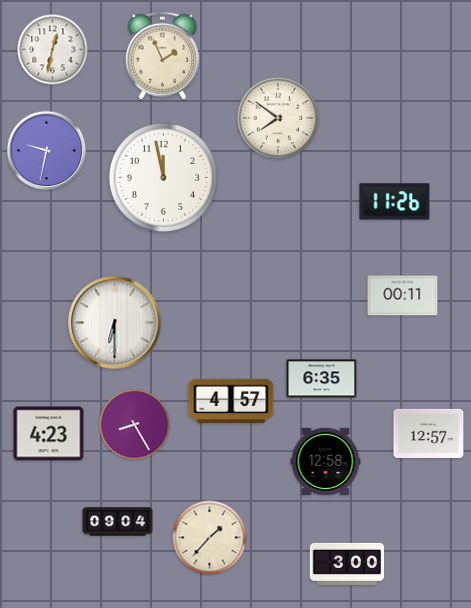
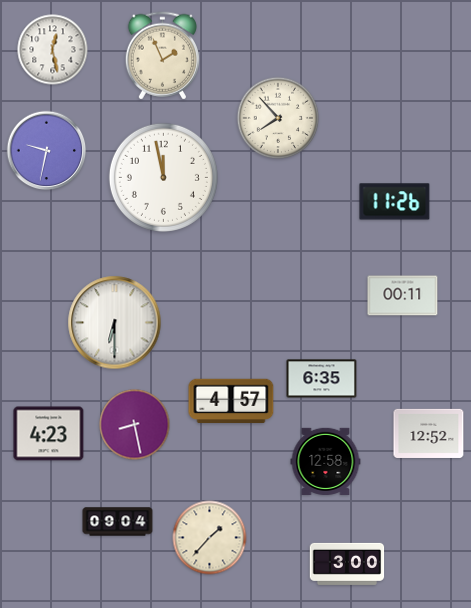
clock at (53, 50): 12:32 -> 12:28
clock at (278, 118): 7:51 -> 7:53
clock at (135, 425): 8:25 -> 8:28
clock at (429, 433): 12:57 -> 12:52
